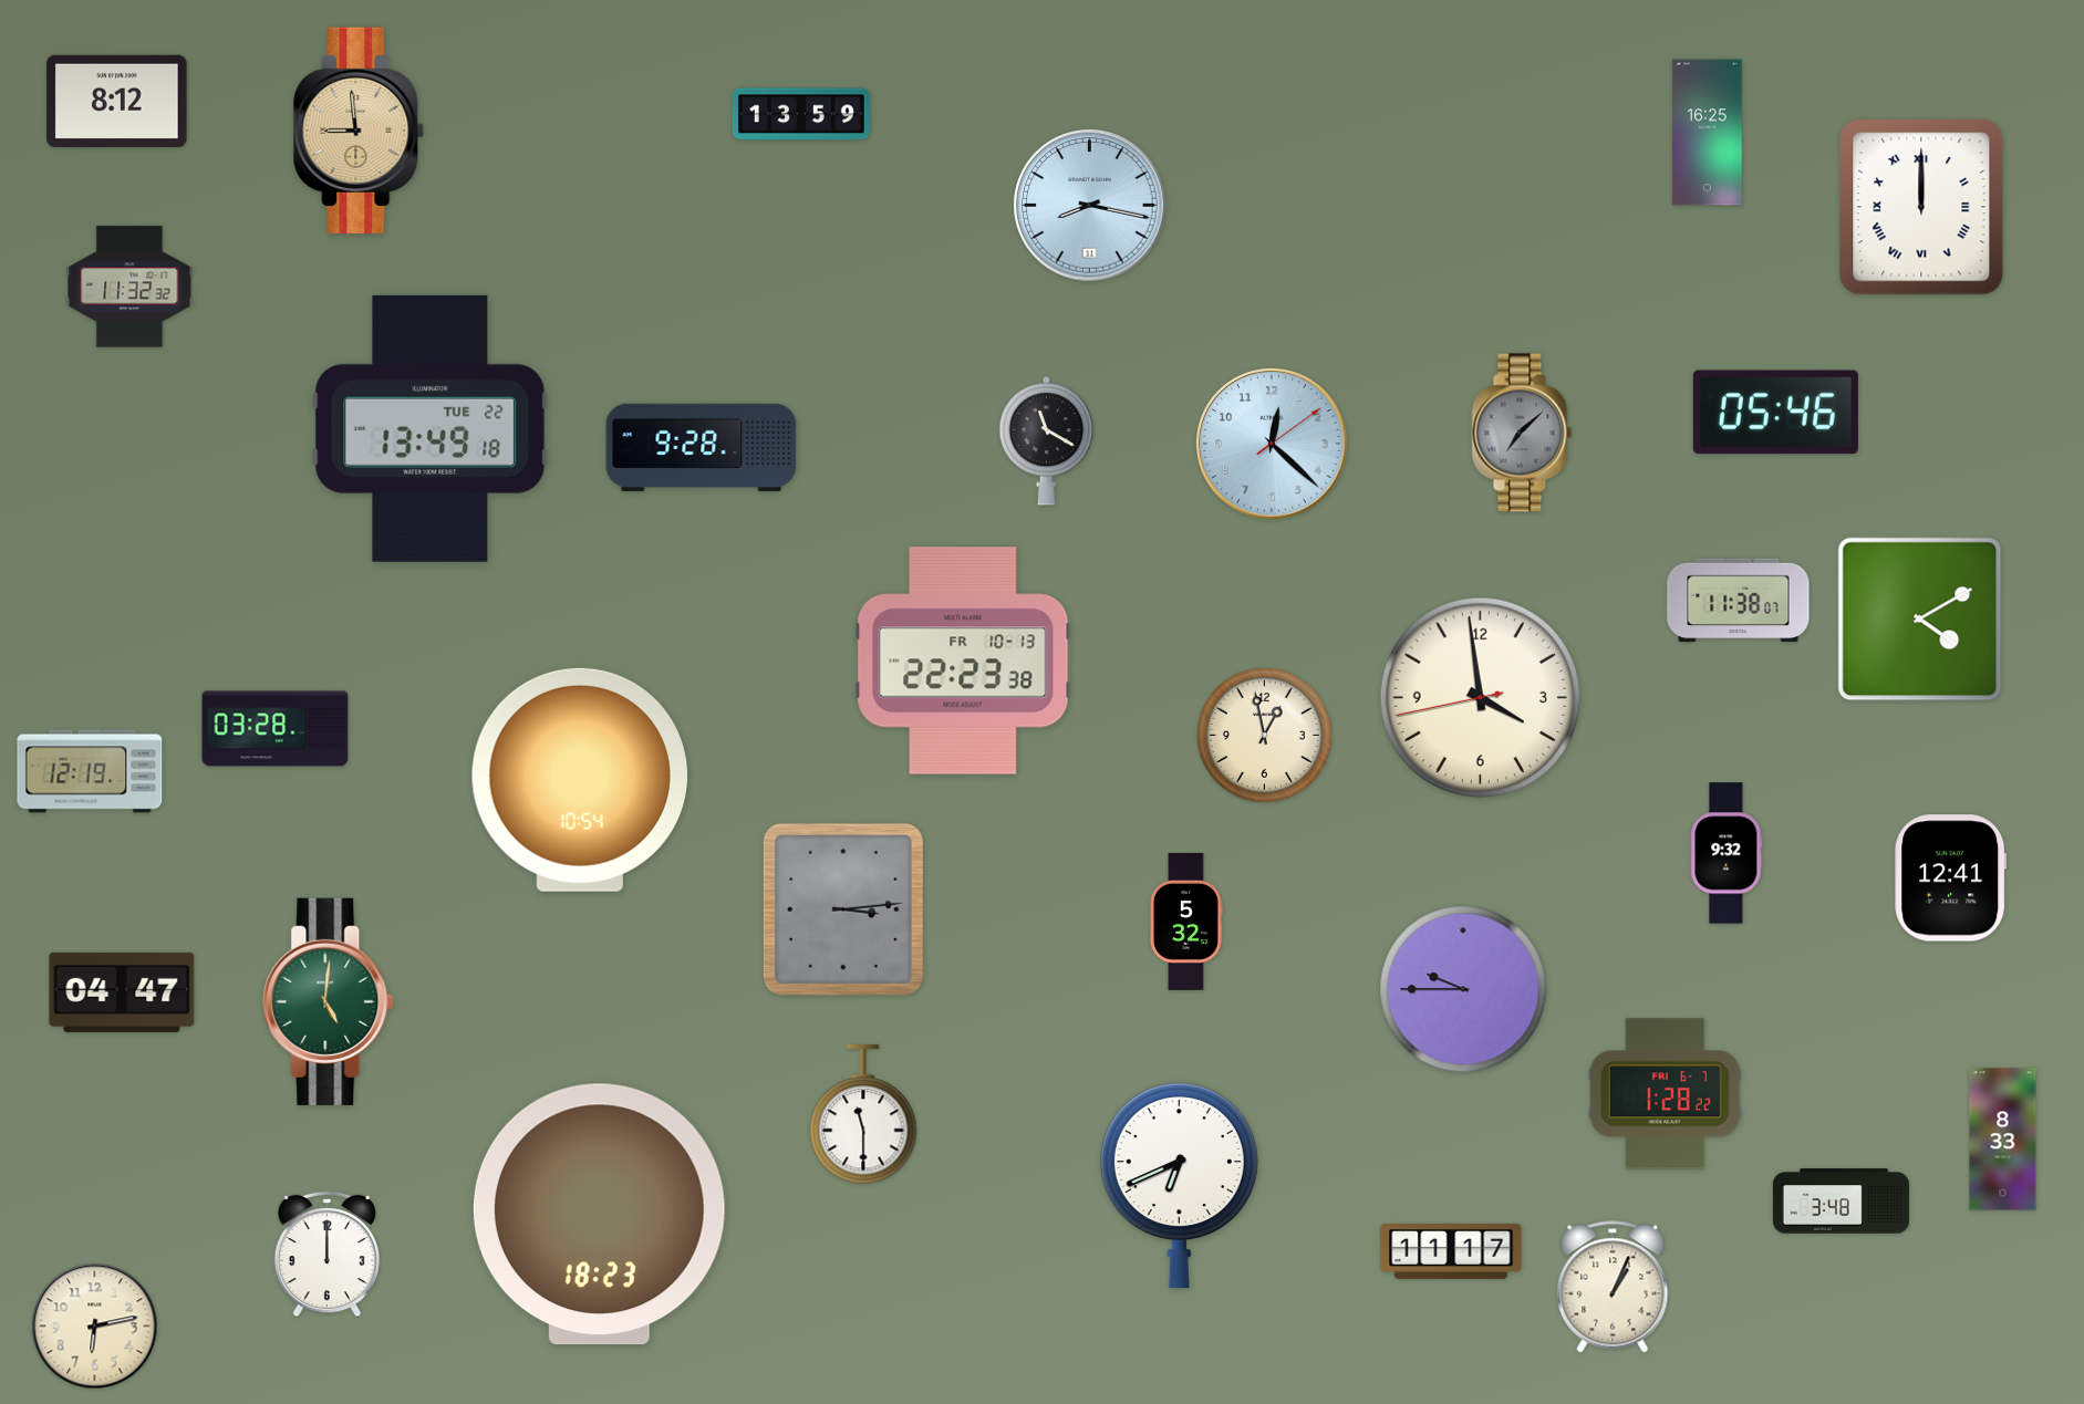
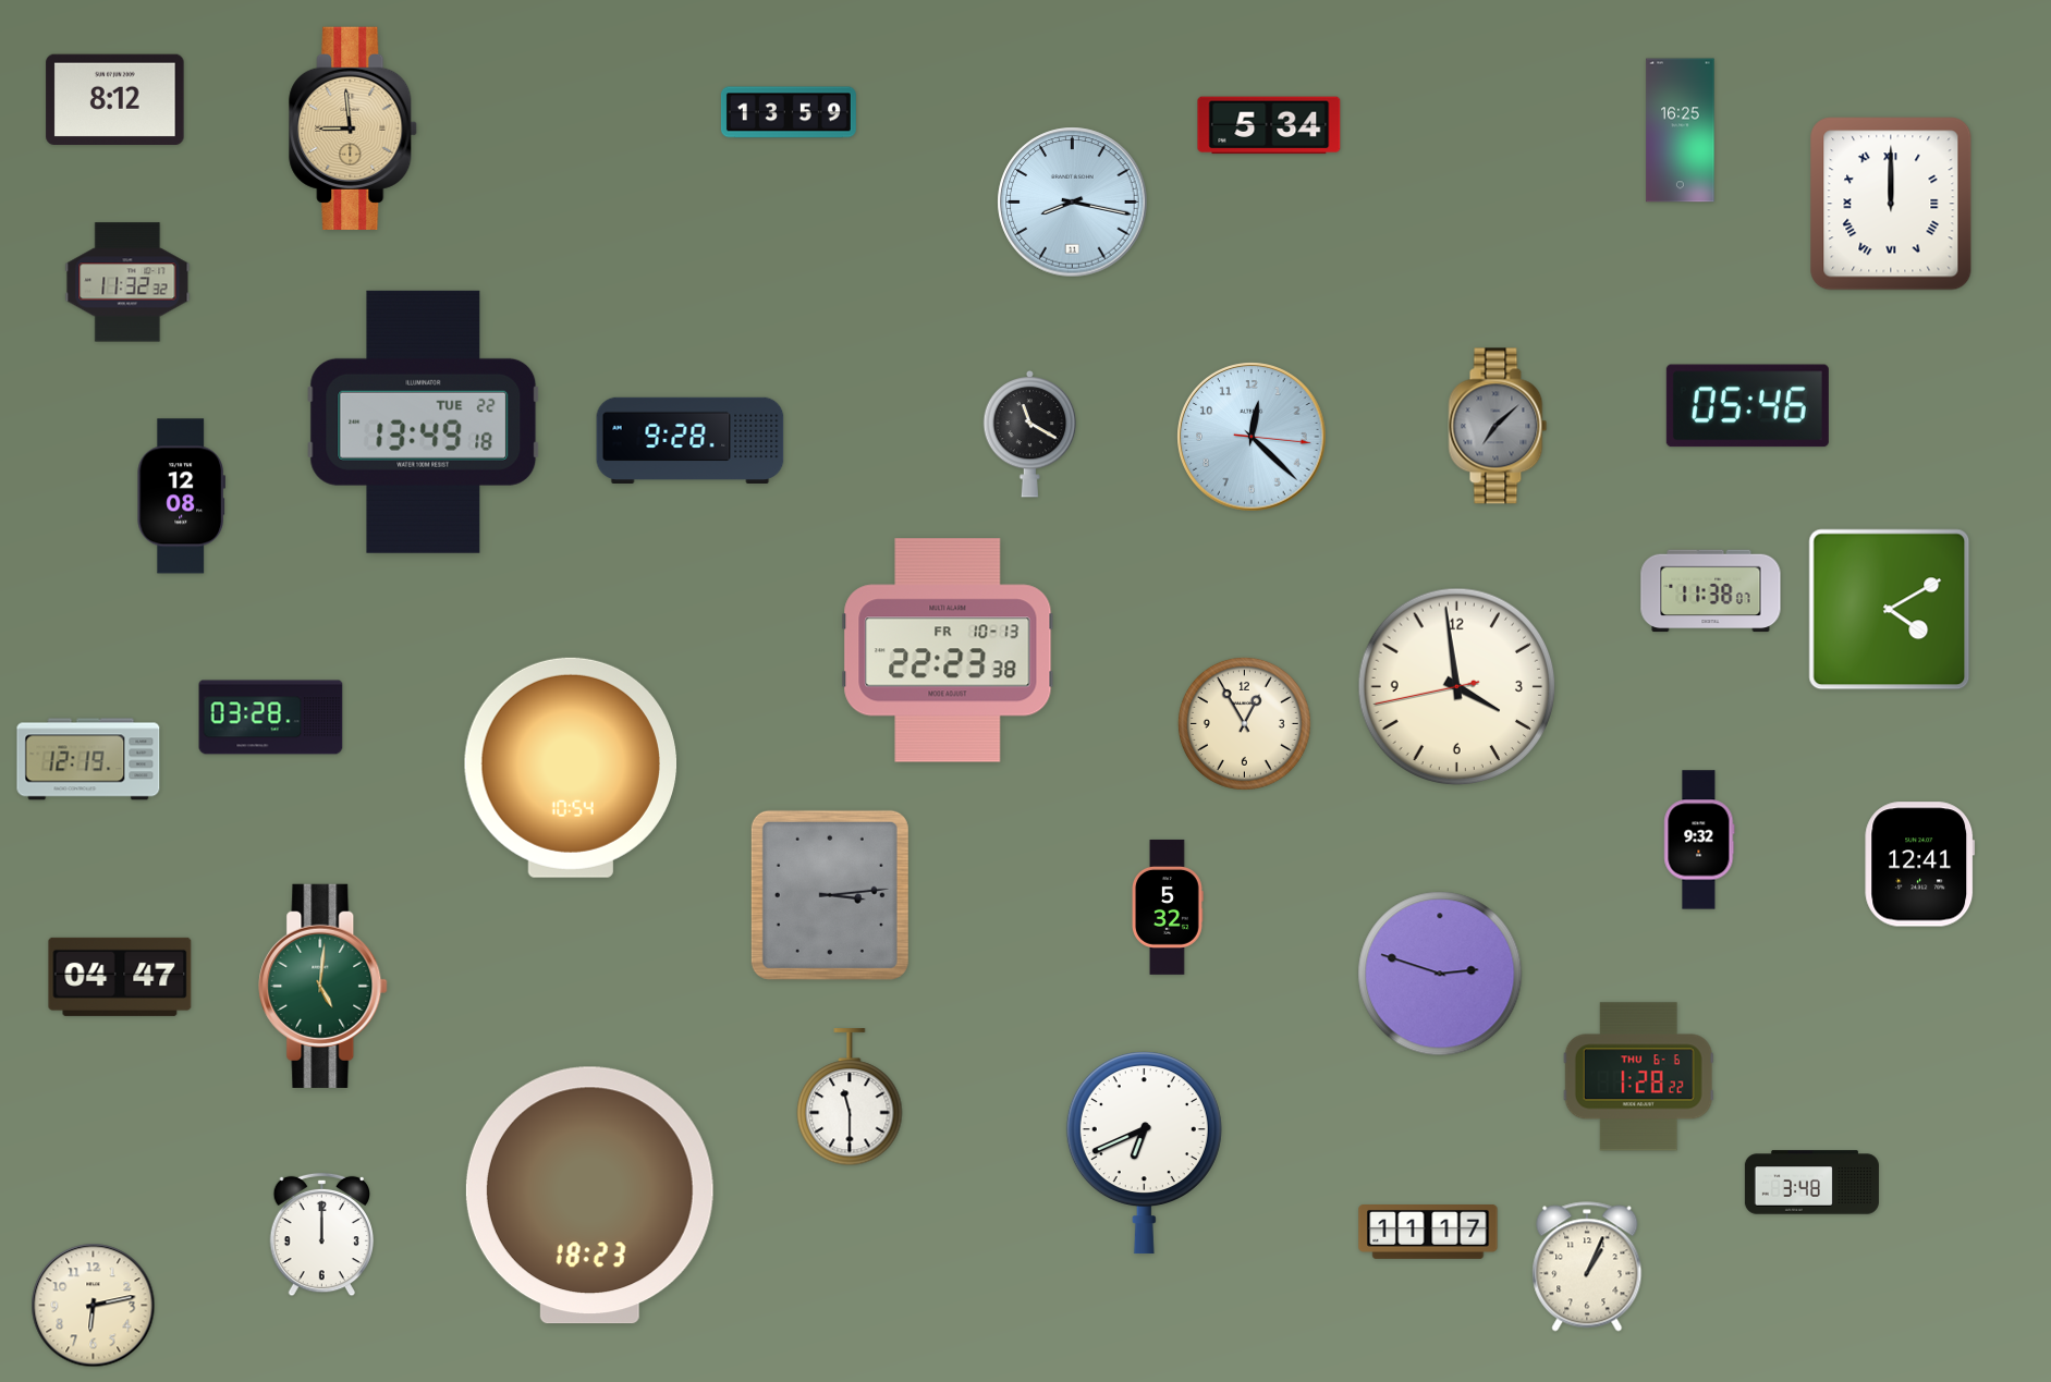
clock at (1269, 125): none -> 5:34
clock at (1272, 444): 12:22:09 -> 12:22:16
clock at (181, 497): none -> 12:08
clock at (1264, 735): 12:58 -> 12:55
clock at (1463, 989): 9:45 -> 2:48
clock at (1665, 1094) date: FRI 6-7 -> THU 6-6
clock at (2003, 1140): 8:33 -> none
clock at (1179, 1186) position: (1179, 1186) -> (1144, 1153)
